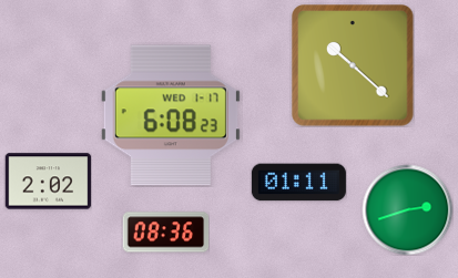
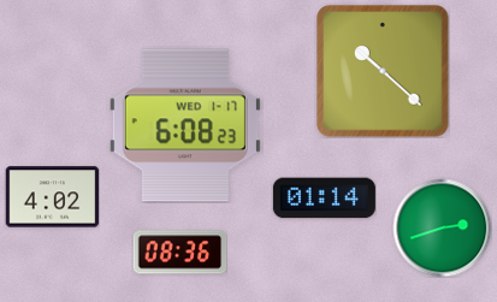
clock at (48, 182): 2:02 -> 4:02
clock at (298, 183): 01:11 -> 01:14
